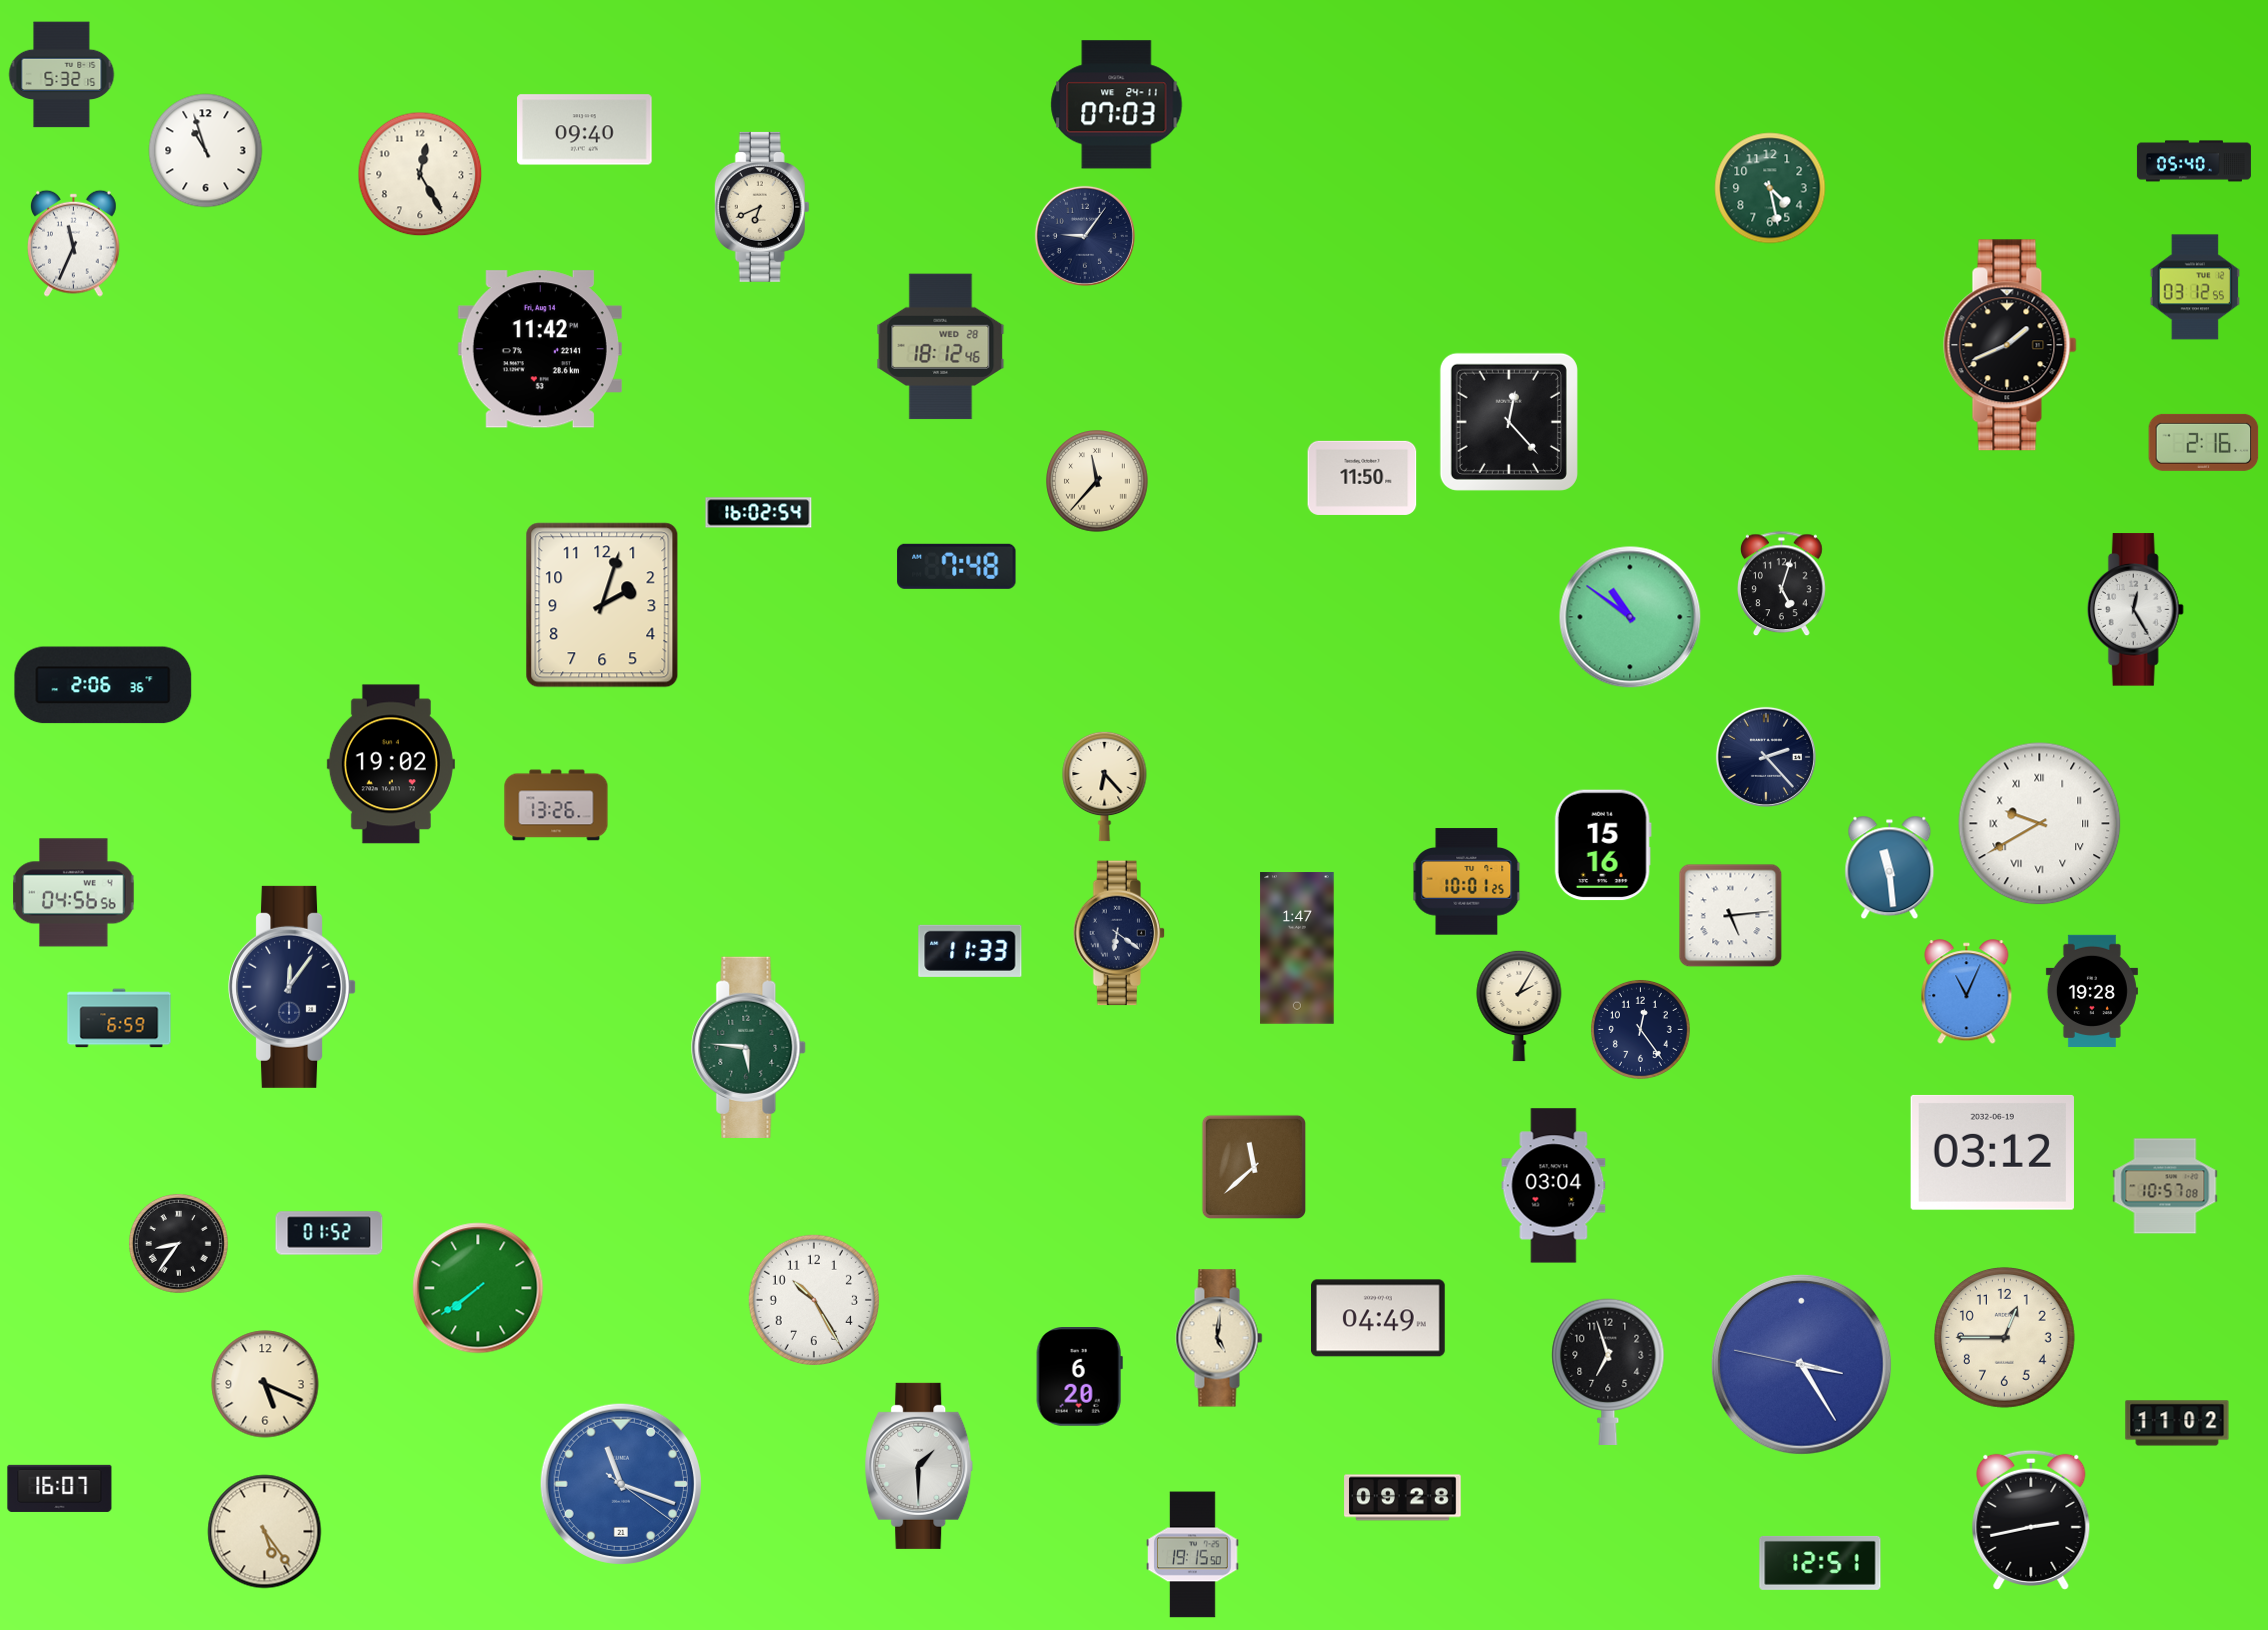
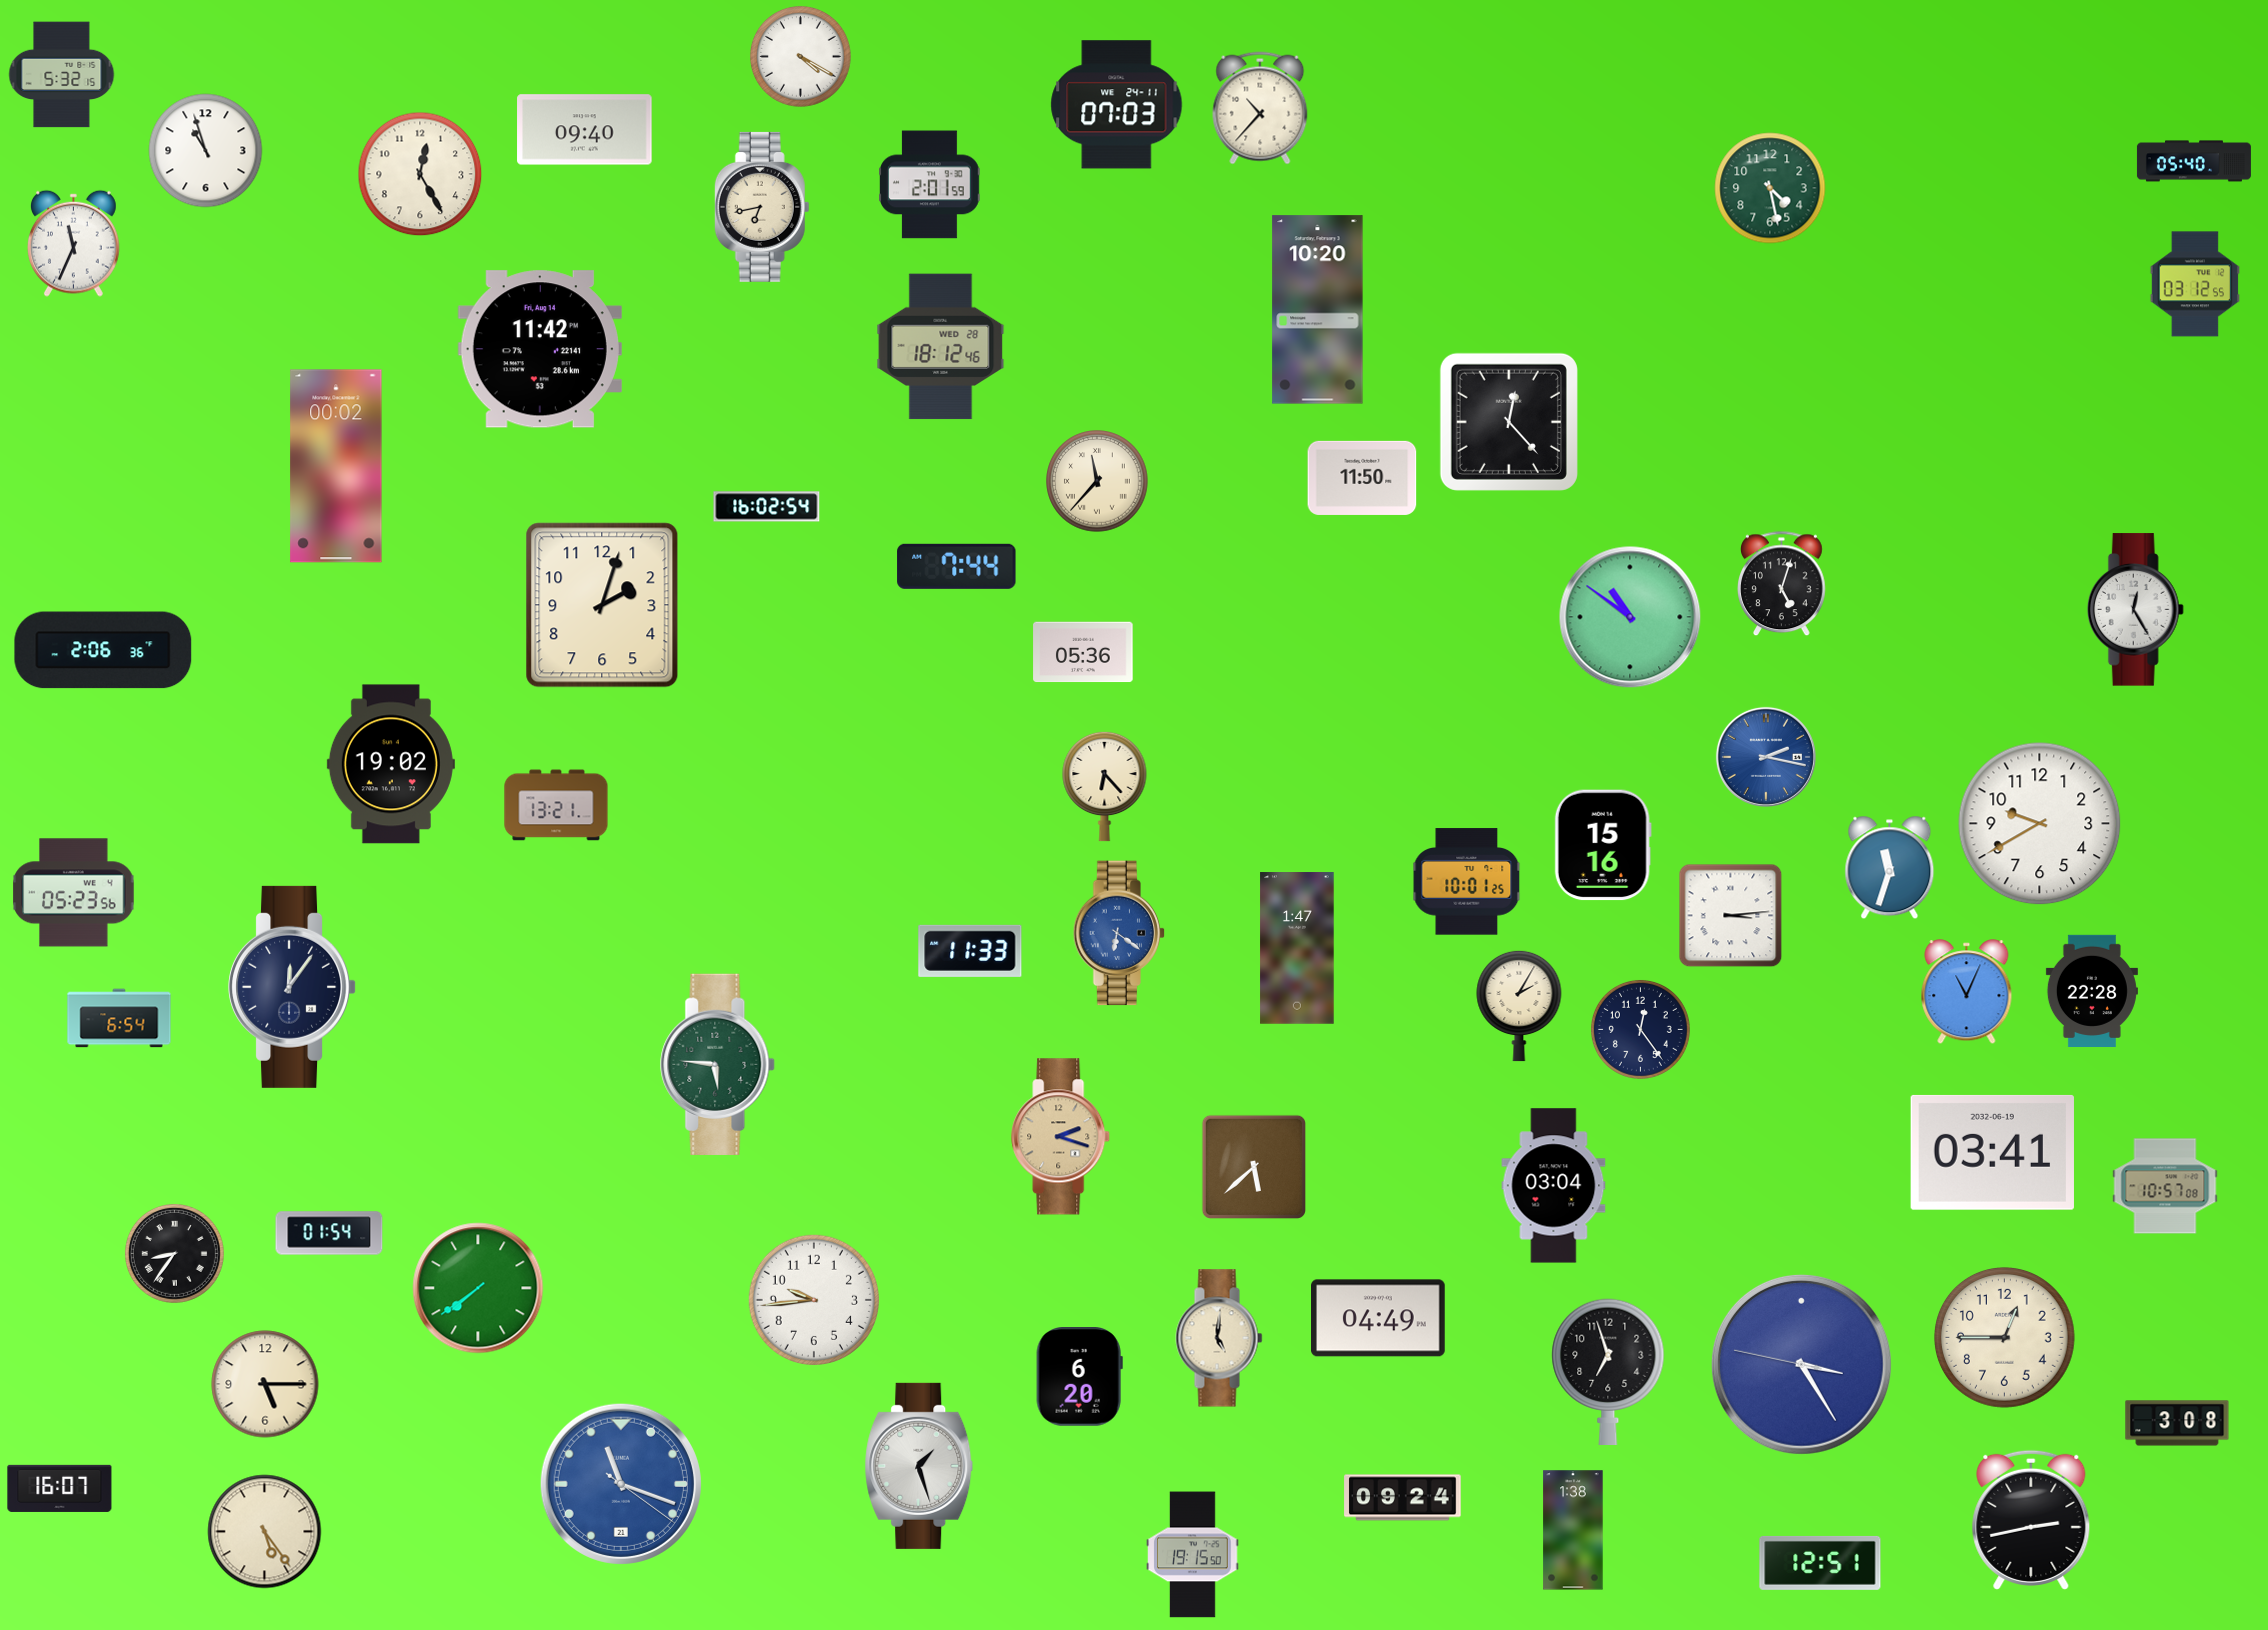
clock at (801, 57): none -> 4:20
clock at (1260, 108): none -> 10:37
clock at (930, 185): none -> 2:01
clock at (762, 207): 6:41 -> 6:43
clock at (1085, 236): 9:06 -> none
clock at (2195, 287) position: (2195, 287) -> (2195, 284)
clock at (1318, 310): none -> 10:20
clock at (2010, 345): 1:41 -> none
clock at (2204, 442): 2:16 -> none
clock at (336, 466): none -> 00:02
clock at (759, 513) position: (759, 513) -> (767, 507)
clock at (957, 566): 7:48 -> 7:44
clock at (1083, 652): none -> 05:36
clock at (103, 685) position: (103, 685) -> (103, 650)
clock at (1766, 757): 2:23 -> 2:17
clock at (1766, 757) dial: navy -> blue
clock at (556, 805): 13:26 -> 13:21
clock at (2040, 824) numerals: Roman -> Arabic
clock at (1890, 868): 11:29 -> 11:33
clock at (74, 893): 04:56 -> 05:23
clock at (1731, 916): 5:14 -> 3:14
clock at (1119, 933) dial: navy -> blue
clock at (2092, 990): 19:28 -> 22:28
clock at (119, 1018): 6:59 -> 6:54
clock at (749, 1047) position: (749, 1047) -> (718, 1064)
clock at (1061, 1137): none -> 2:18
clock at (1992, 1152): 03:12 -> 03:41
clock at (1253, 1166): 11:38 -> 5:38
clock at (329, 1233): 01:52 -> 01:54
clock at (178, 1243) position: (178, 1243) -> (174, 1253)
clock at (814, 1300): 10:25 -> 9:44
clock at (265, 1384): 5:19 -> 5:15
clock at (2177, 1423): 11:02 -> 3:08
clock at (919, 1466): 1:30 -> 1:27
clock at (1403, 1498): 09:28 -> 09:24
clock at (1573, 1530): none -> 1:38
